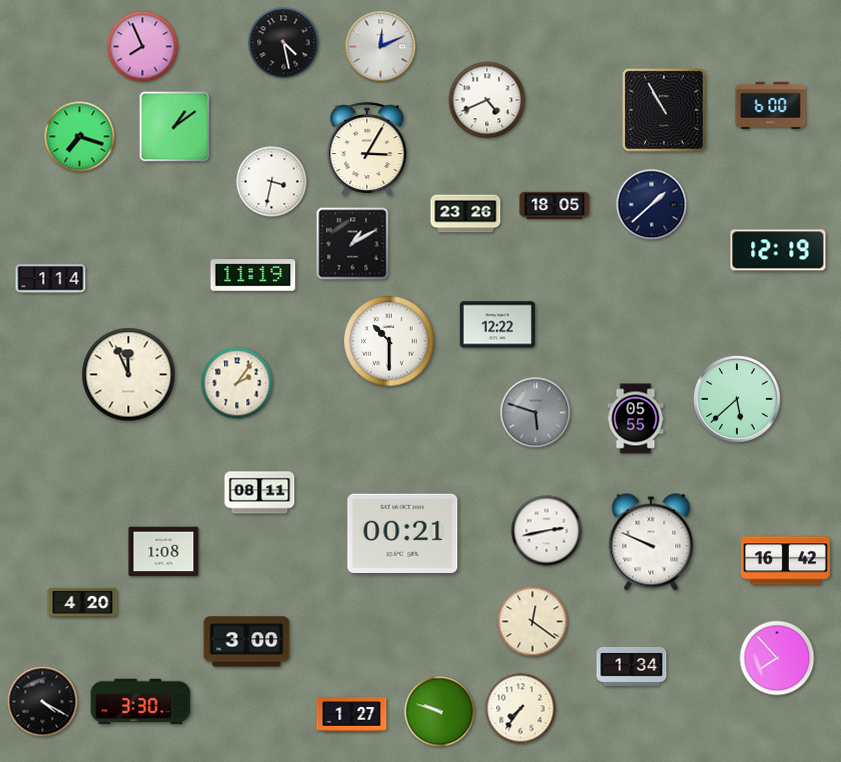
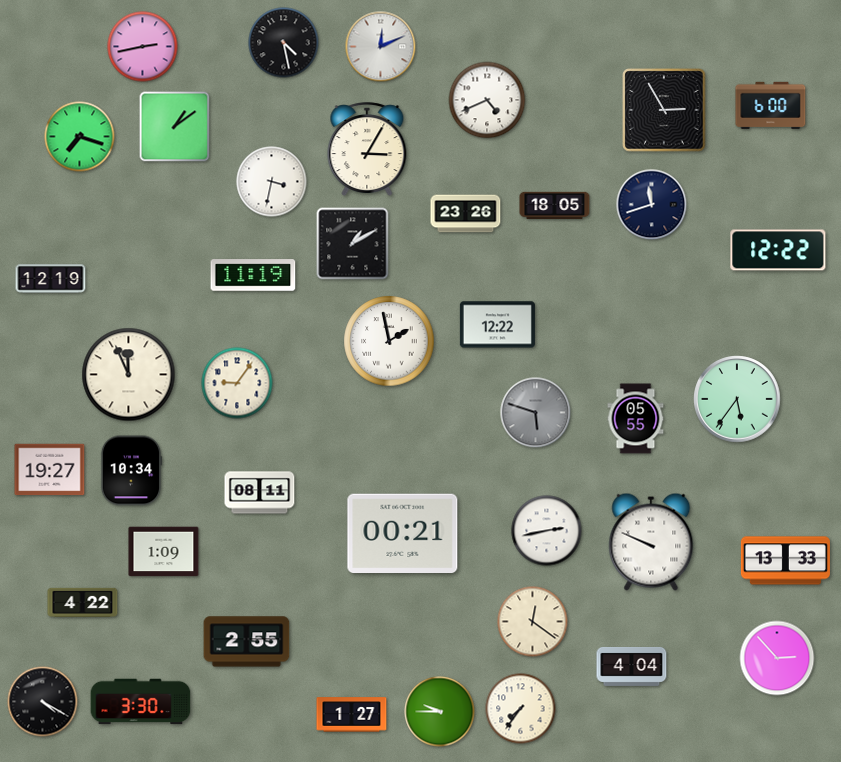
clock at (143, 47): 7:56 -> 2:43
clock at (664, 110): 10:55 -> 2:55
clock at (652, 205): 1:38 -> 11:42
clock at (778, 250): 12:19 -> 12:22
clock at (51, 279): 1:14 -> 12:19
clock at (389, 341): 10:30 -> 1:58
clock at (237, 383): 2:06 -> 9:06
clock at (737, 399): 5:38 -> 5:36
clock at (50, 470): none -> 19:27
clock at (131, 471): none -> 10:34
clock at (164, 552): 1:08 -> 1:09
clock at (785, 561): 16:42 -> 13:33
clock at (83, 602): 4:20 -> 4:22
clock at (247, 642): 3:00 -> 2:55
clock at (777, 658): 7:53 -> 2:53
clock at (632, 666): 1:34 -> 4:04
clock at (440, 712): 9:48 -> 9:45
